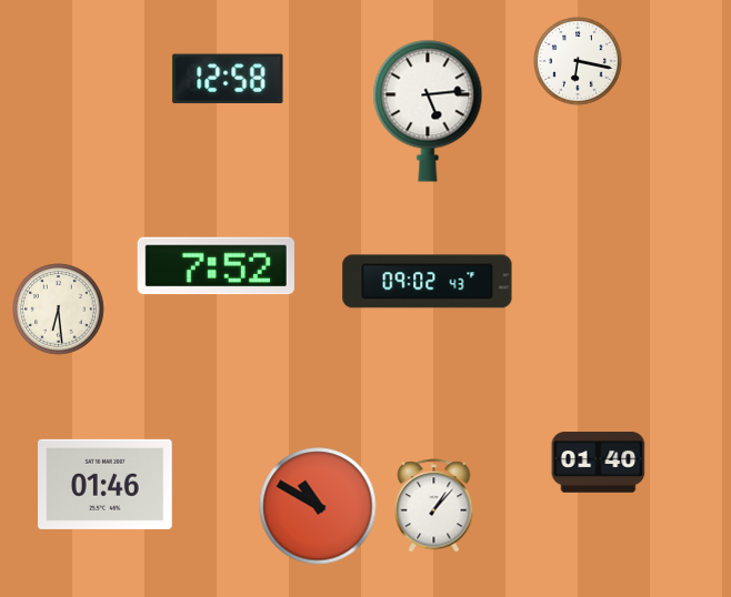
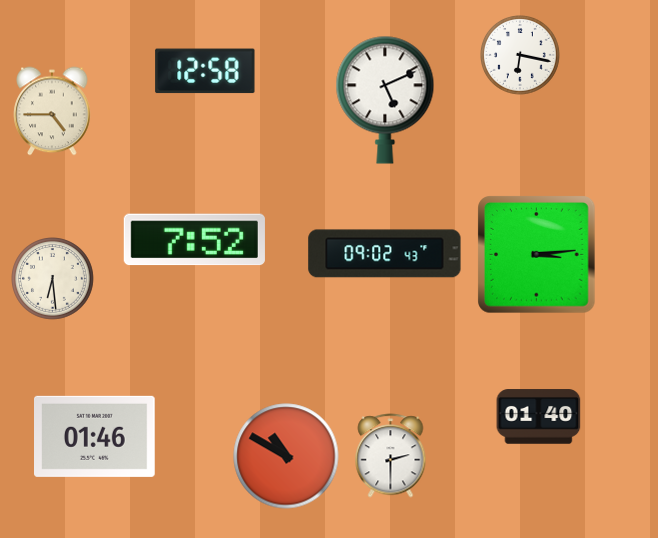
clock at (428, 111): 5:14 -> 5:11
clock at (52, 111): none -> 4:45
clock at (537, 255): none -> 3:14
clock at (434, 506): 1:07 -> 2:30
